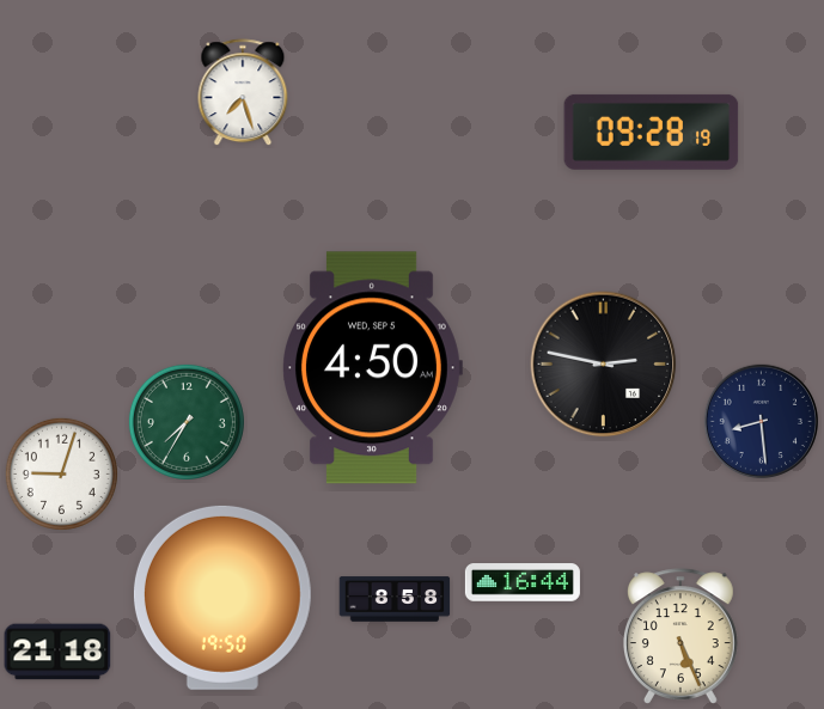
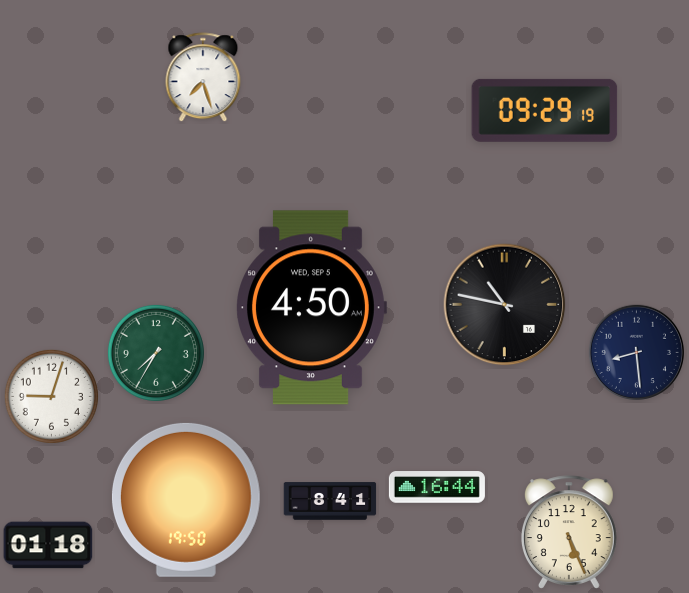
clock at (652, 132): 09:28 -> 09:29
clock at (604, 365): 2:47 -> 10:47
clock at (395, 599): 8:58 -> 8:41
clock at (57, 652): 21:18 -> 01:18
